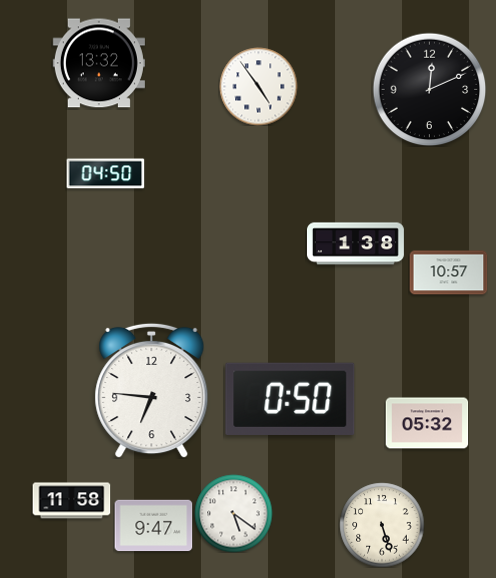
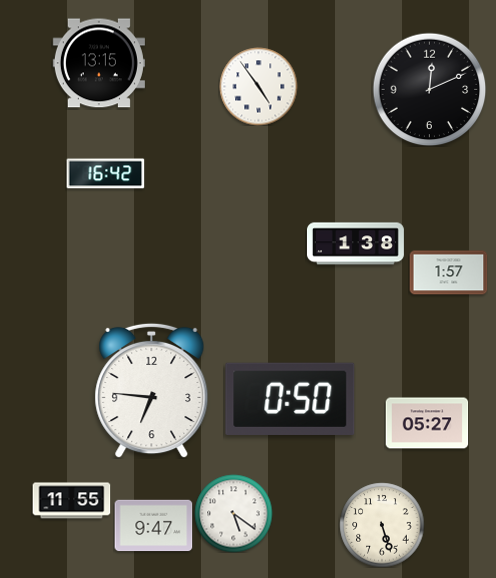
clock at (99, 63): 13:32 -> 13:15
clock at (105, 174): 04:50 -> 16:42
clock at (448, 273): 10:57 -> 1:57
clock at (427, 423): 05:32 -> 05:27
clock at (71, 501): 11:58 -> 11:55
